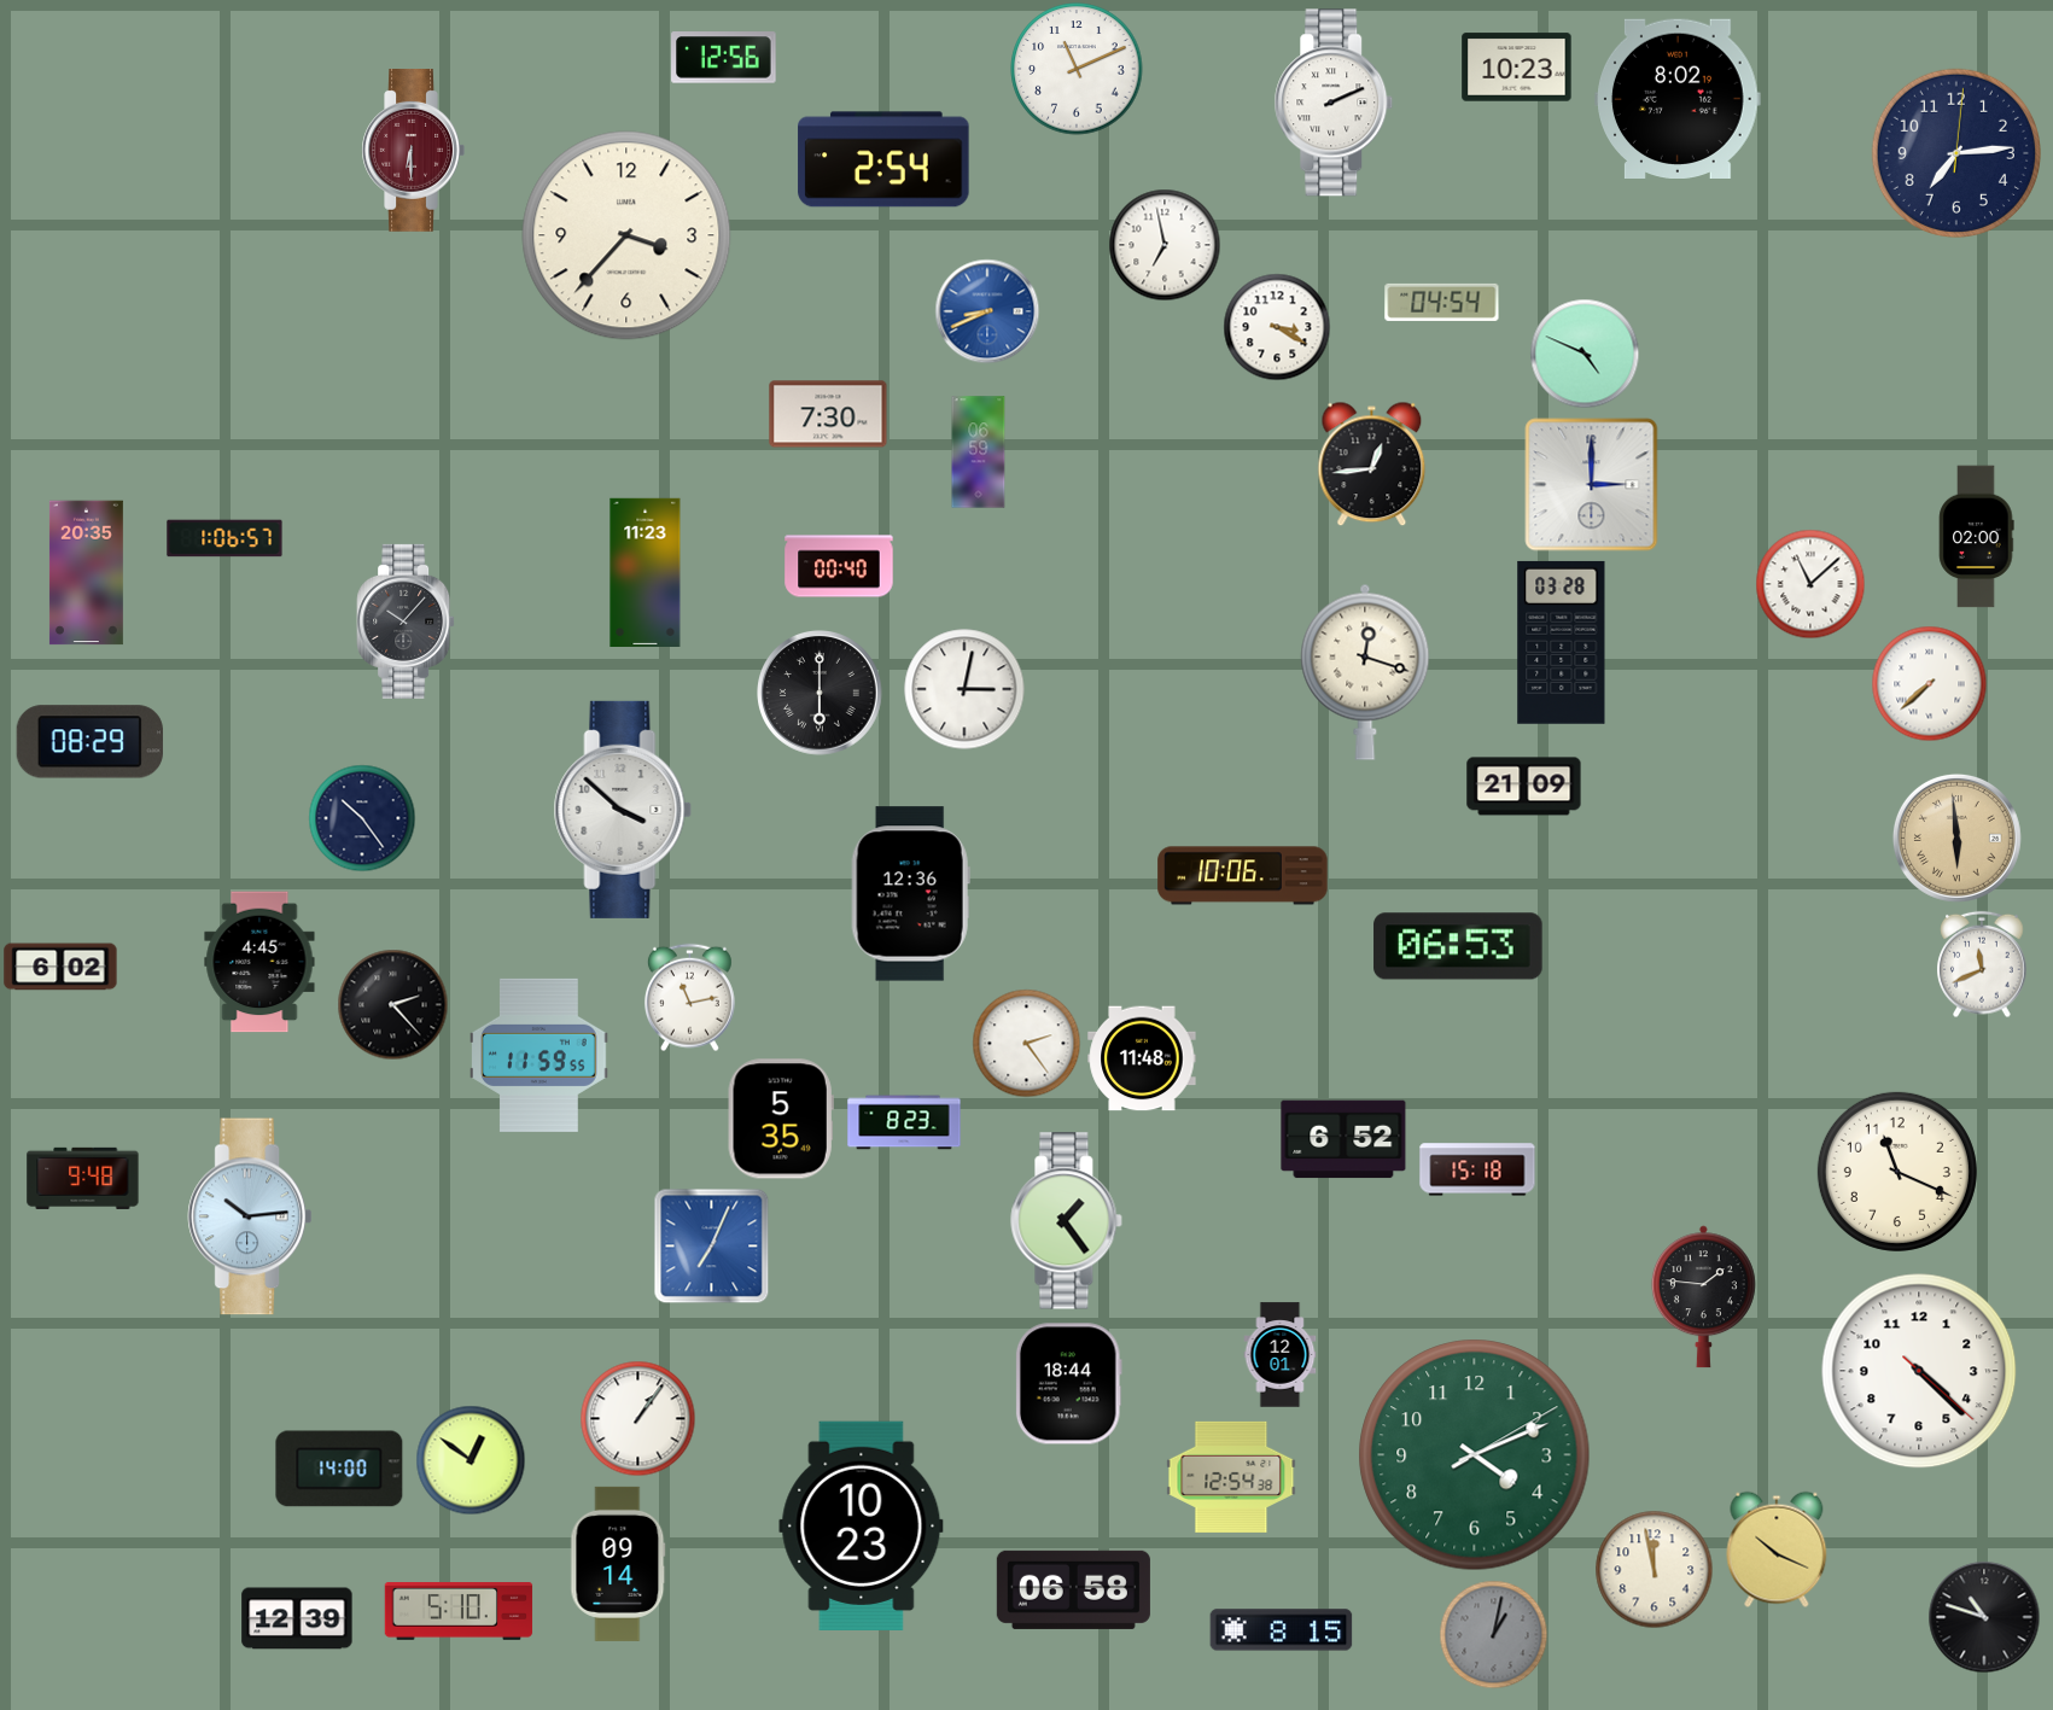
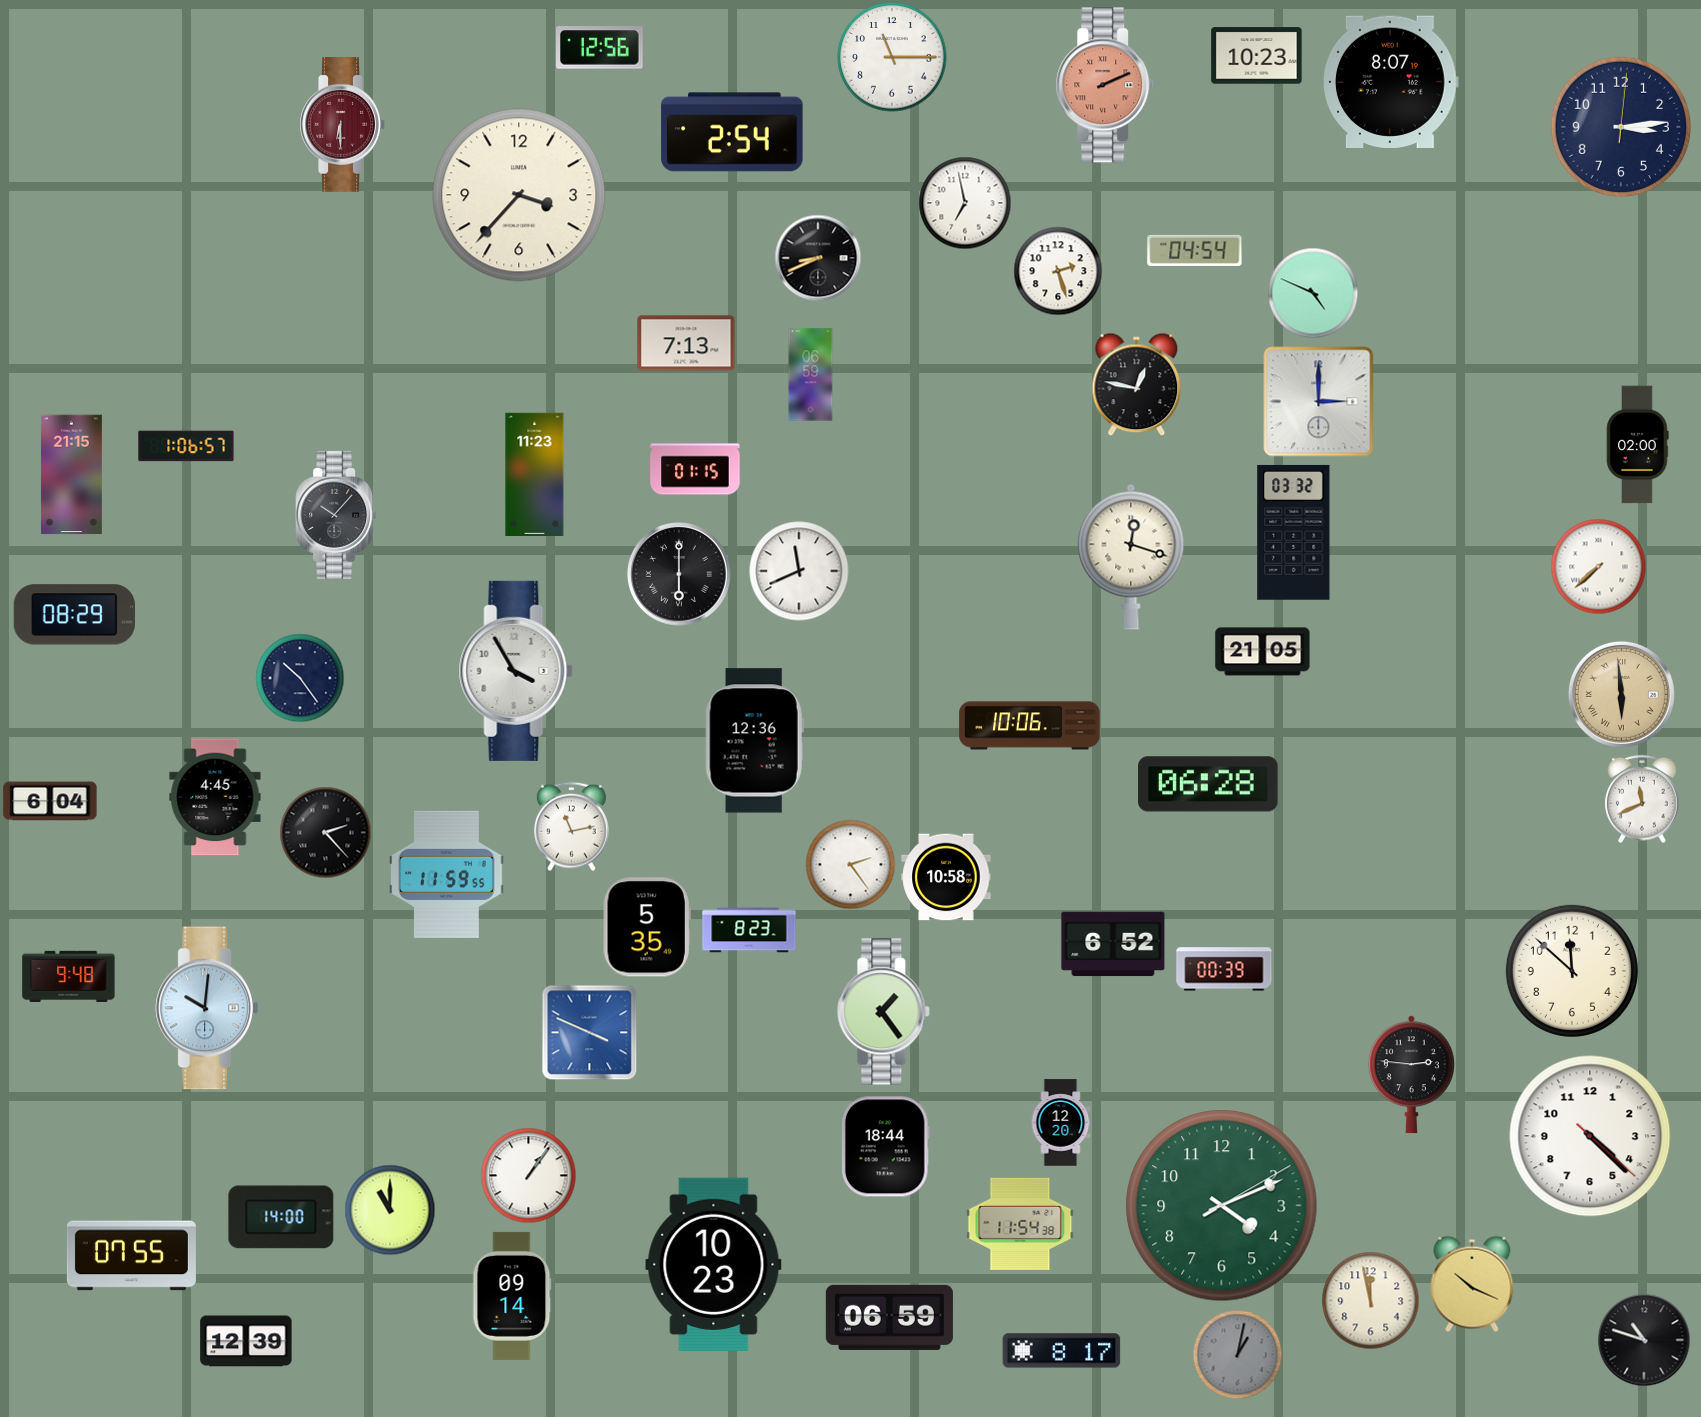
clock at (1077, 69): 11:11 -> 11:15
clock at (1679, 98): 8:02 -> 8:07
clock at (1334, 103) dial: white -> salmon
clock at (1956, 153): 7:14 -> 3:14
clock at (987, 311) dial: blue -> black
clock at (1277, 327): 3:20 -> 2:27
clock at (828, 414): 7:30 -> 7:13
clock at (1372, 463): 12:44 -> 12:47
clock at (839, 566): 00:40 -> 01:15
clock at (86, 573): 20:35 -> 21:15
clock at (1810, 584): 11:08 -> none
clock at (1562, 642): 03:28 -> 03:32
clock at (964, 689): 3:02 -> 11:41
clock at (1524, 787): 21:09 -> 21:05
clock at (623, 810): 3:52 -> 3:55
clock at (1458, 946): 06:53 -> 06:28
clock at (60, 967): 6:02 -> 6:04
clock at (1142, 1058): 11:48 -> 10:58
clock at (1477, 1169): 15:18 -> 00:39
clock at (1897, 1172): 11:19 -> 11:52
clock at (249, 1216): 10:14 -> 10:01
clock at (711, 1245): 7:04 -> 3:49
clock at (1703, 1297): 1:46 -> 2:46
clock at (1281, 1355): 12:01 -> 12:20
clock at (471, 1460): 12:51 -> 11:00
clock at (1231, 1477): 12:54 -> 11:54
clock at (131, 1256): none -> 07:55
clock at (1073, 1589): 06:58 -> 06:59
clock at (459, 1612): 5:10 -> none
clock at (1282, 1630): 8:15 -> 8:17
